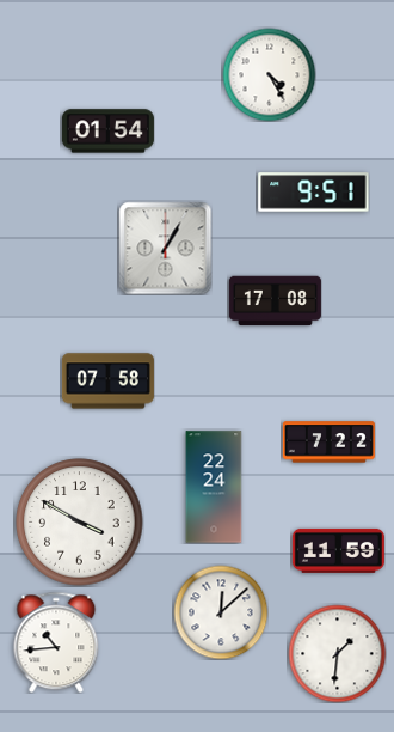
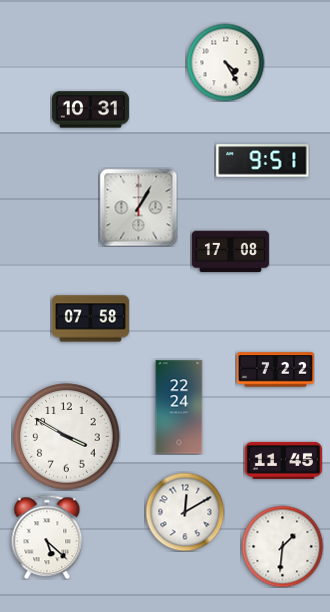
clock at (107, 132): 01:54 -> 10:31
clock at (338, 550): 11:59 -> 11:45
clock at (221, 612): 12:08 -> 12:10
clock at (56, 642): 10:44 -> 5:22
